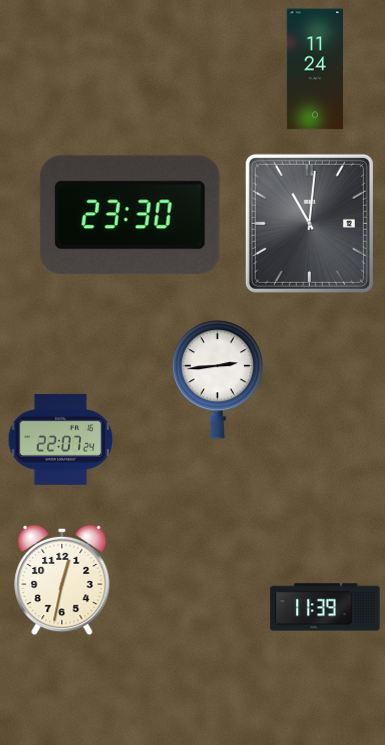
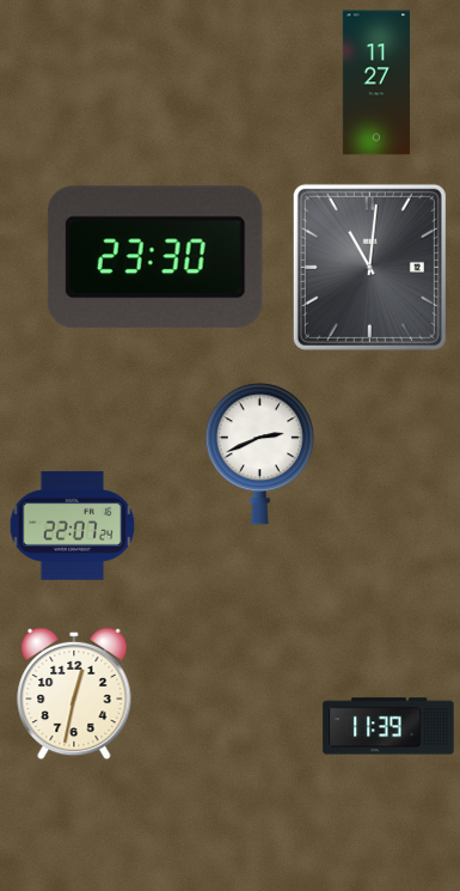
clock at (314, 69): 11:24 -> 11:27
clock at (217, 380): 2:44 -> 2:41
